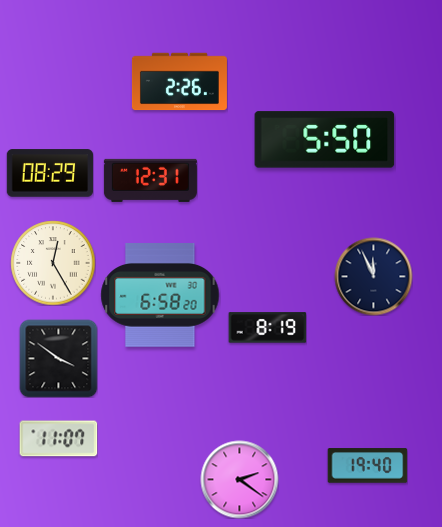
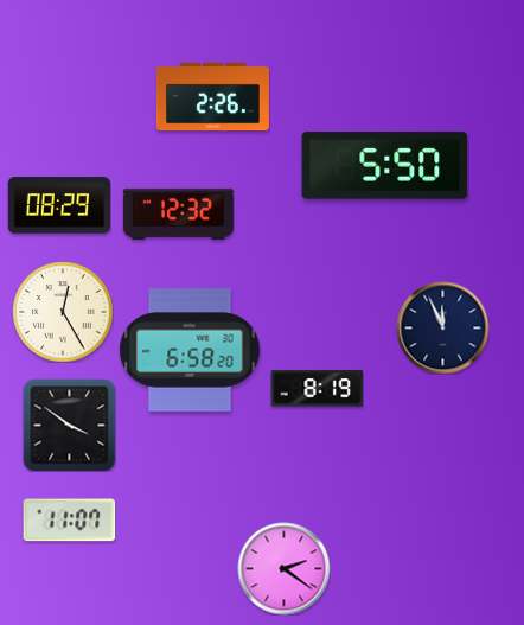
clock at (150, 180): 12:31 -> 12:32
clock at (367, 466): 19:40 -> none
